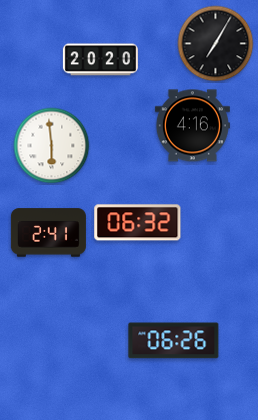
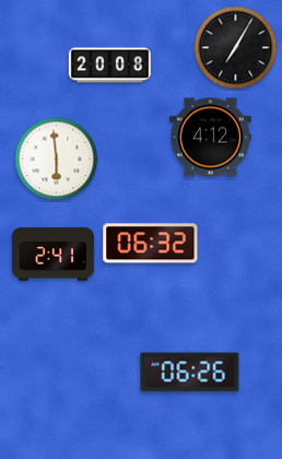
clock at (100, 60): 20:20 -> 20:08
clock at (192, 126): 4:16 -> 4:12
